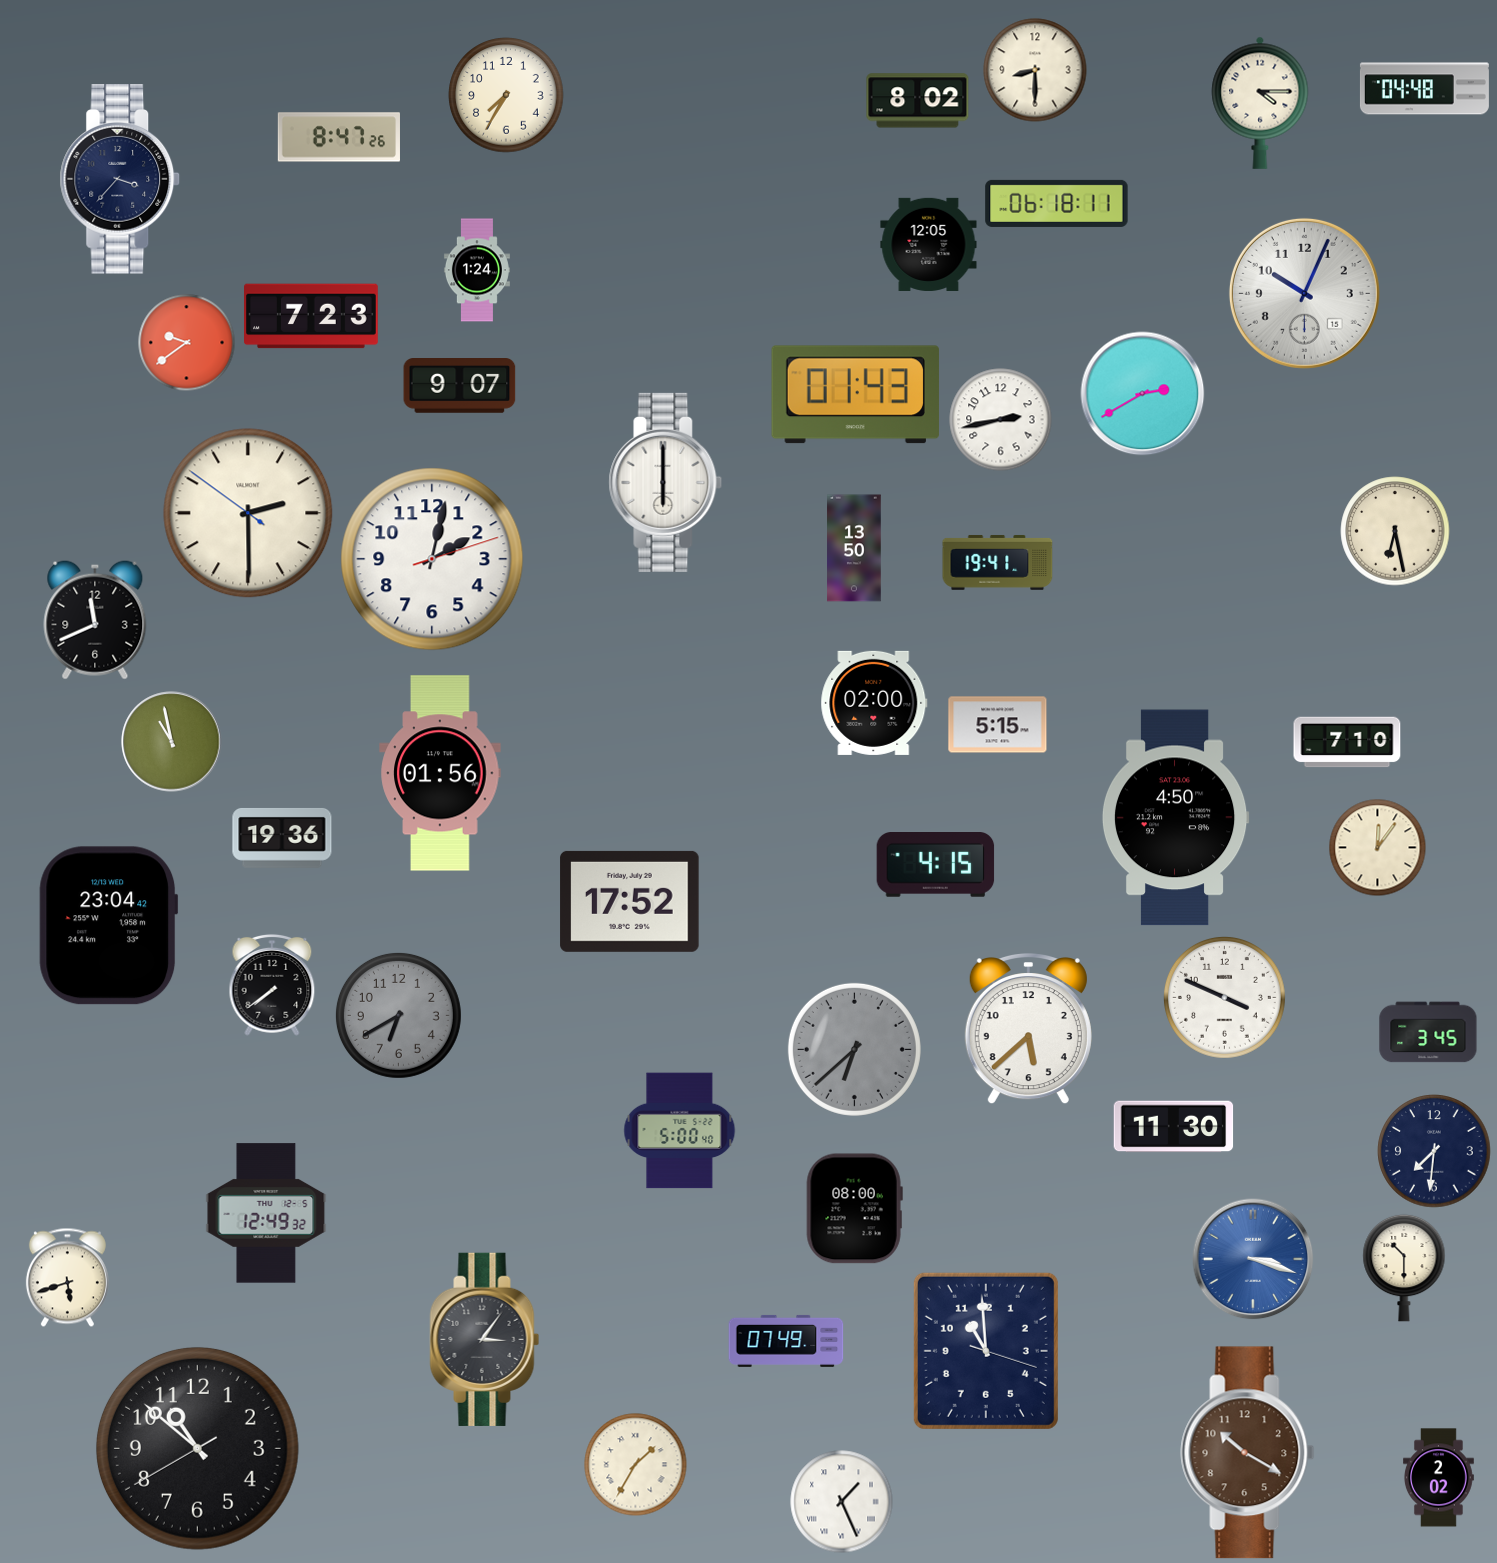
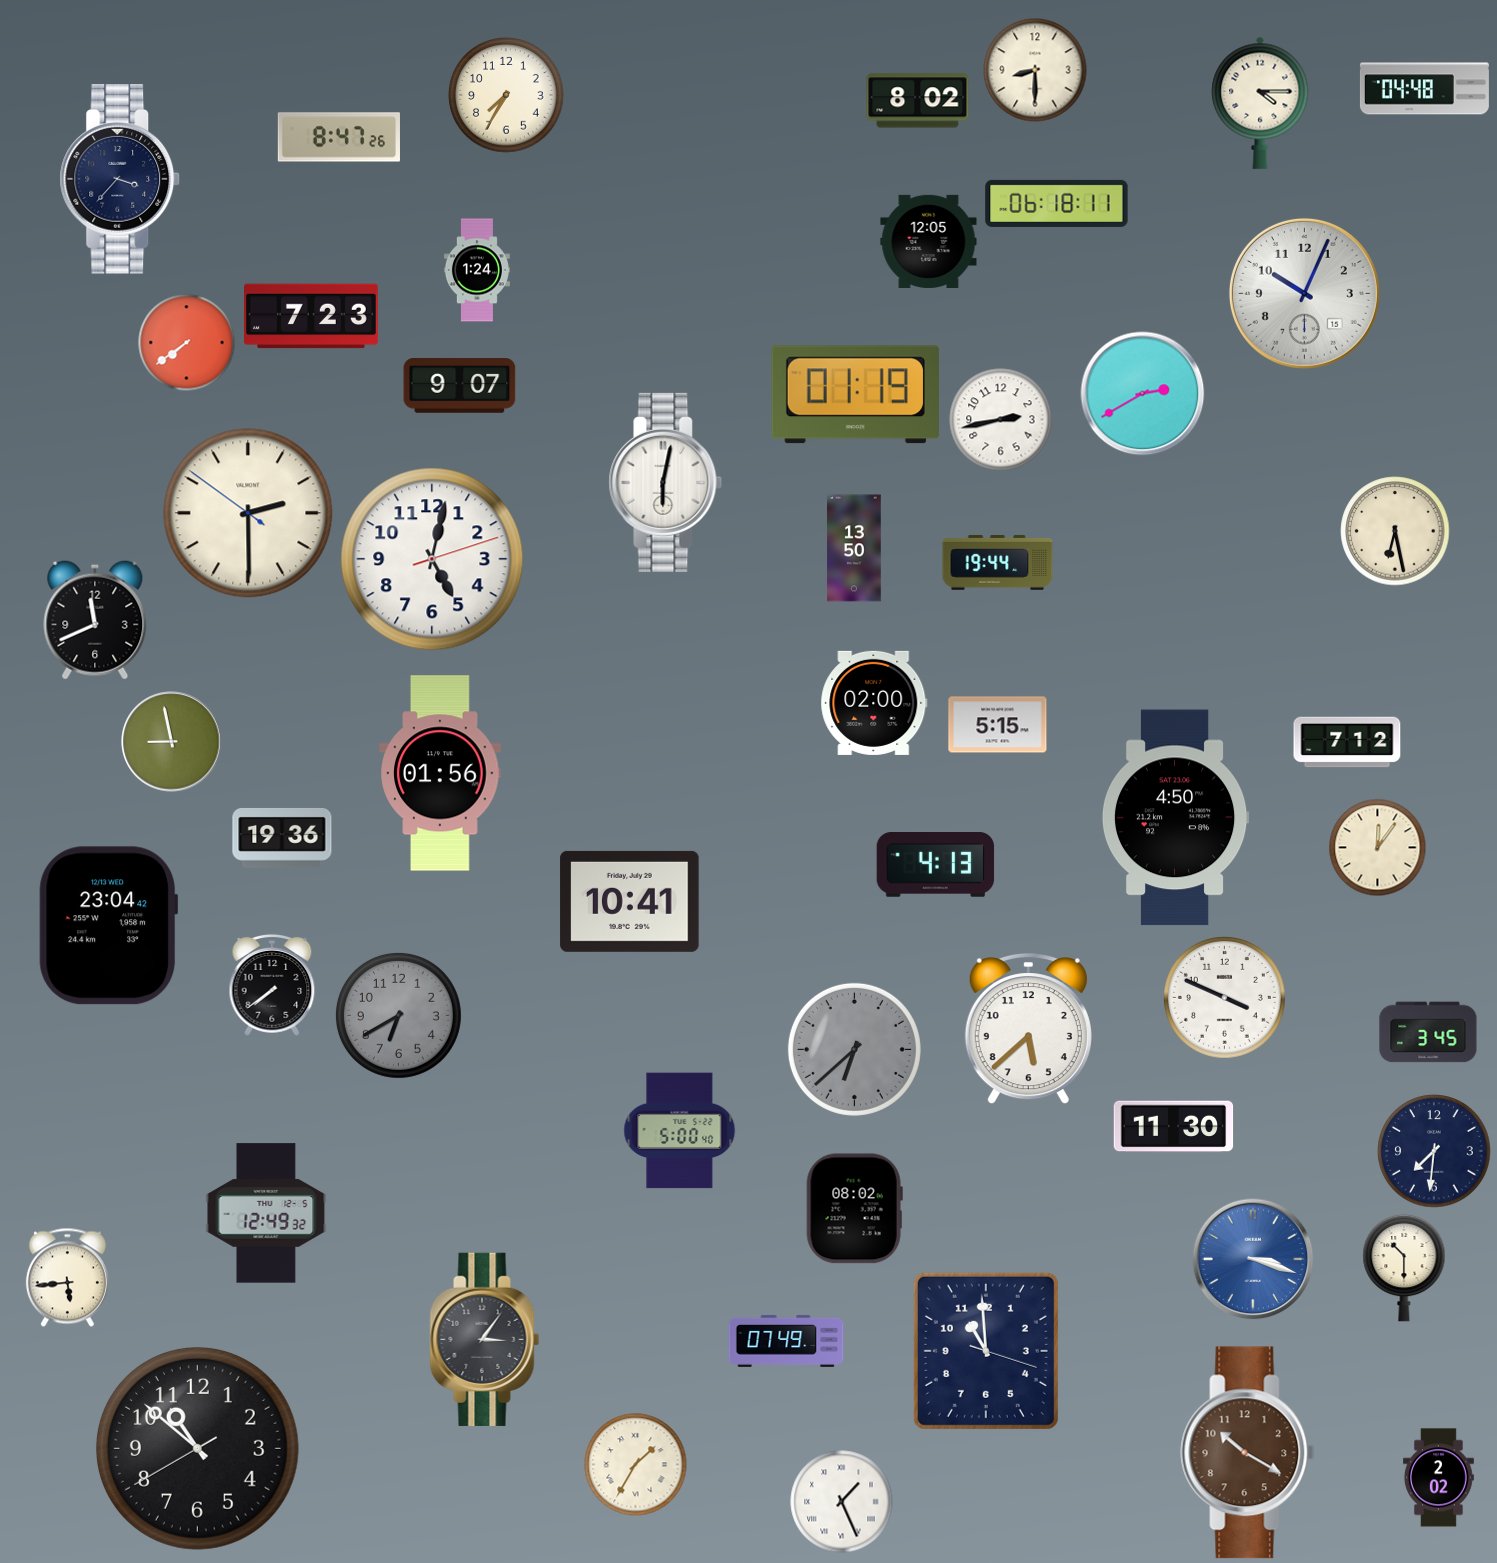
clock at (929, 244) position: (929, 244) -> (929, 241)
clock at (186, 342): 9:39 -> 7:39
clock at (855, 395): 01:43 -> 01:19
clock at (666, 482): 6:00 -> 6:02
clock at (432, 559): 2:02 -> 5:02
clock at (998, 562): 19:41 -> 19:44
clock at (172, 742): 10:58 -> 8:58
clock at (1347, 742): 7:10 -> 7:12
clock at (936, 865): 4:15 -> 4:13
clock at (630, 901): 17:52 -> 10:41
clock at (854, 1209): 08:00 -> 08:02
clock at (67, 1277): 5:42 -> 5:44
